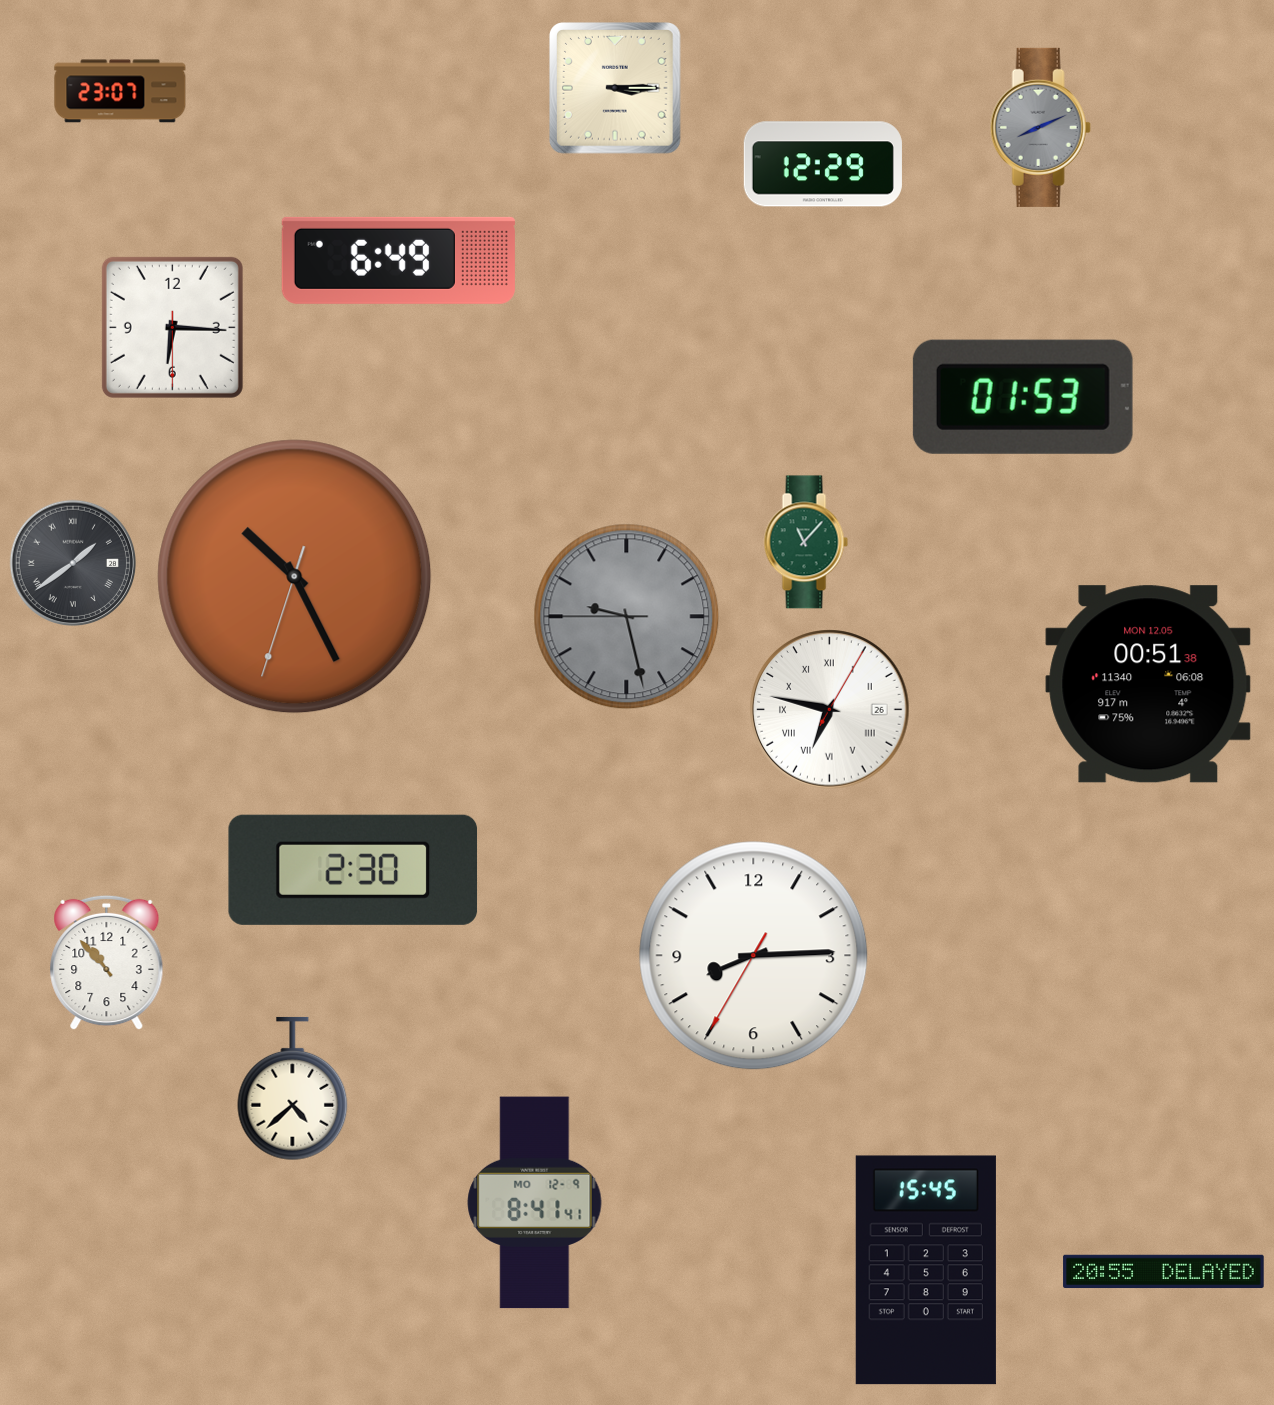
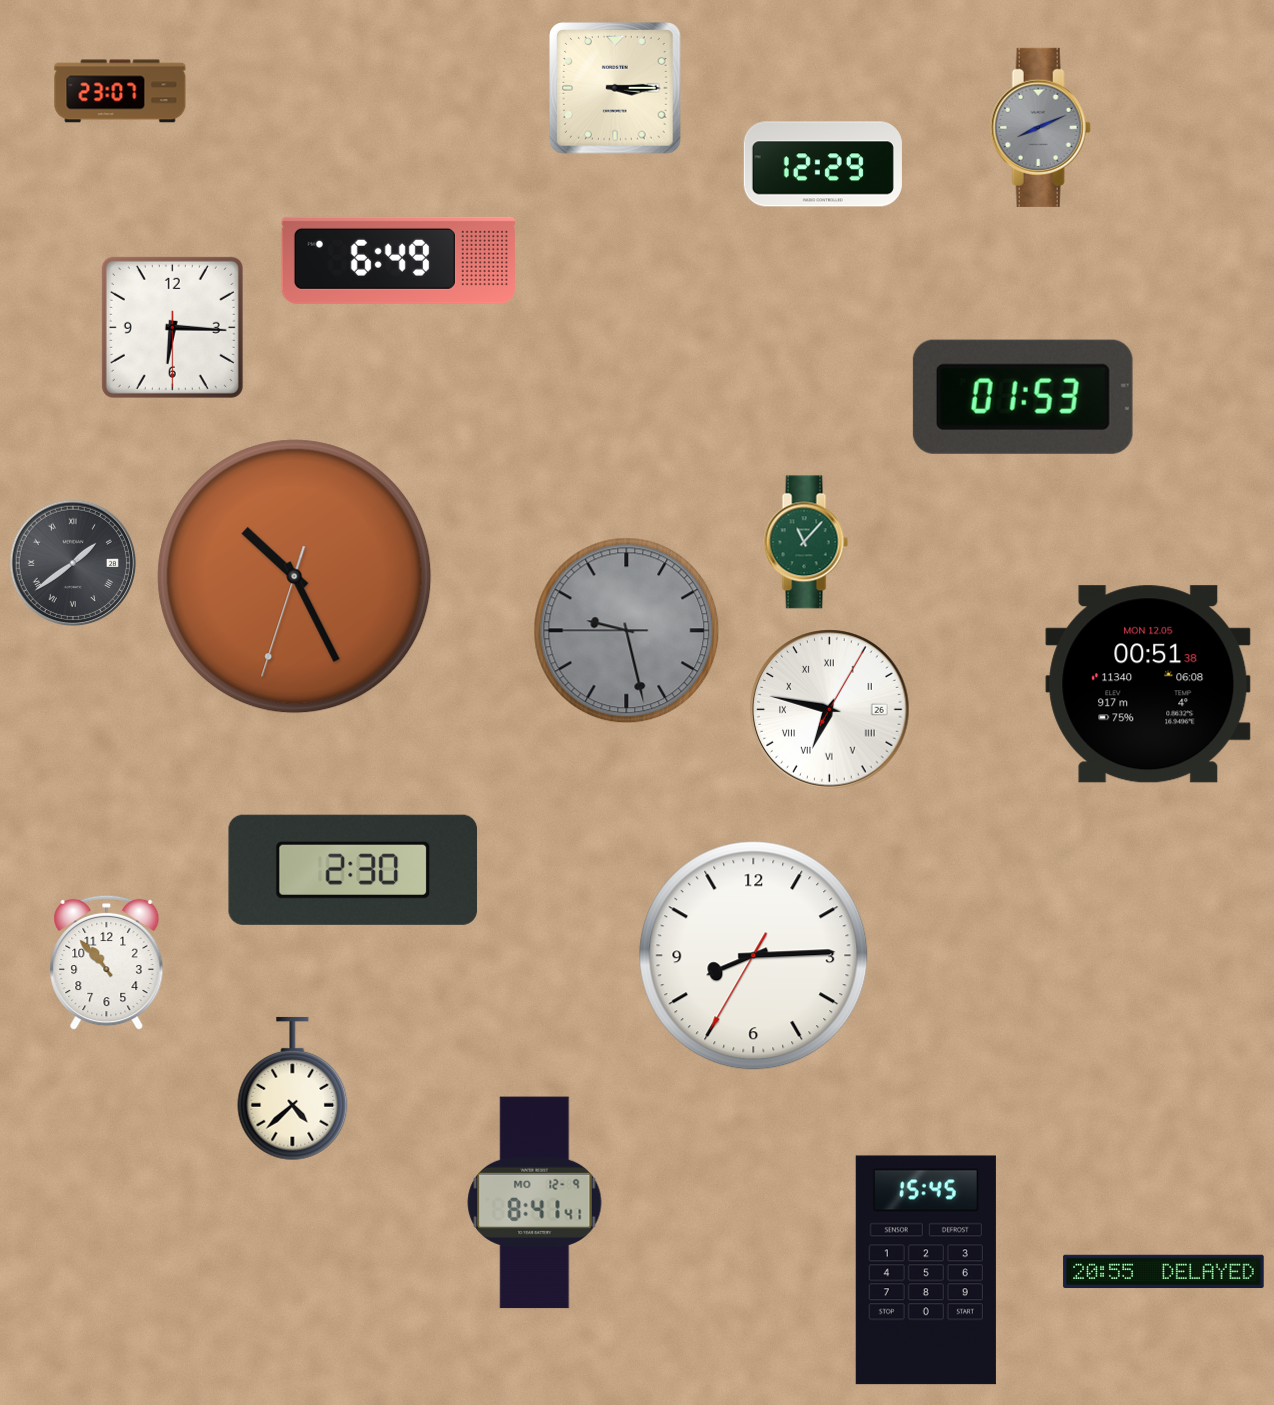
clock at (627, 617) position: (627, 617) -> (627, 631)
